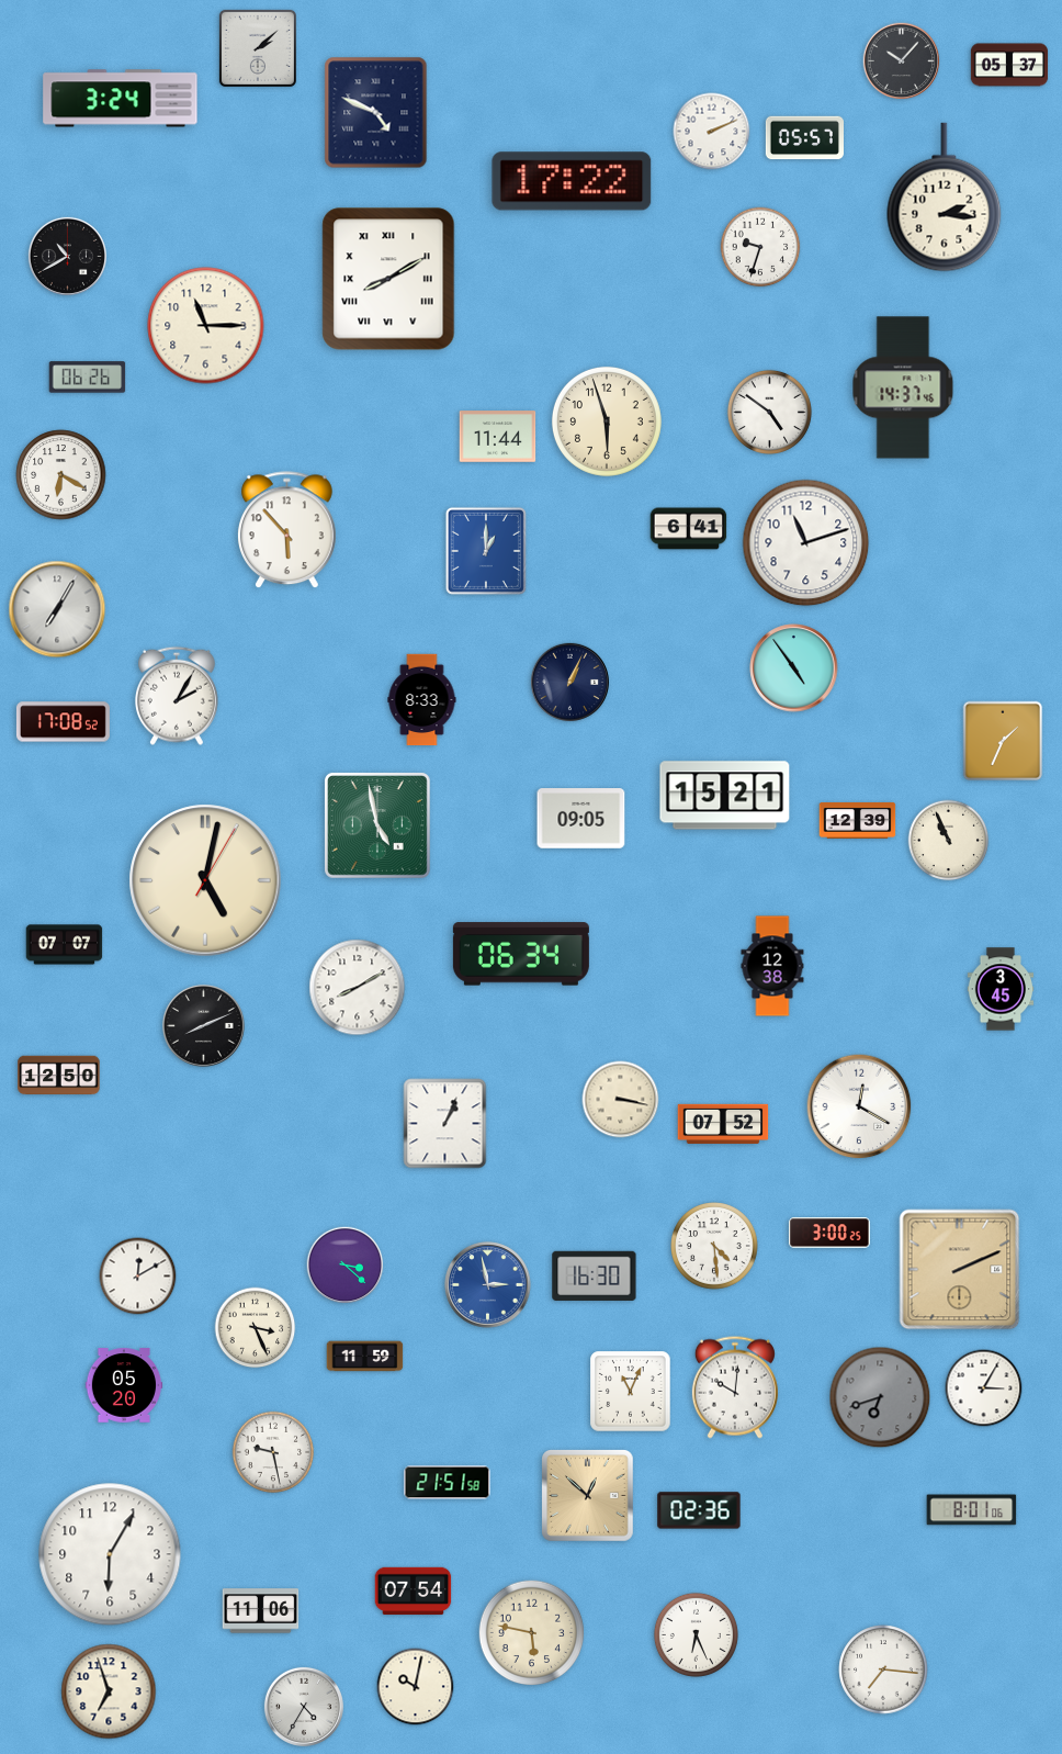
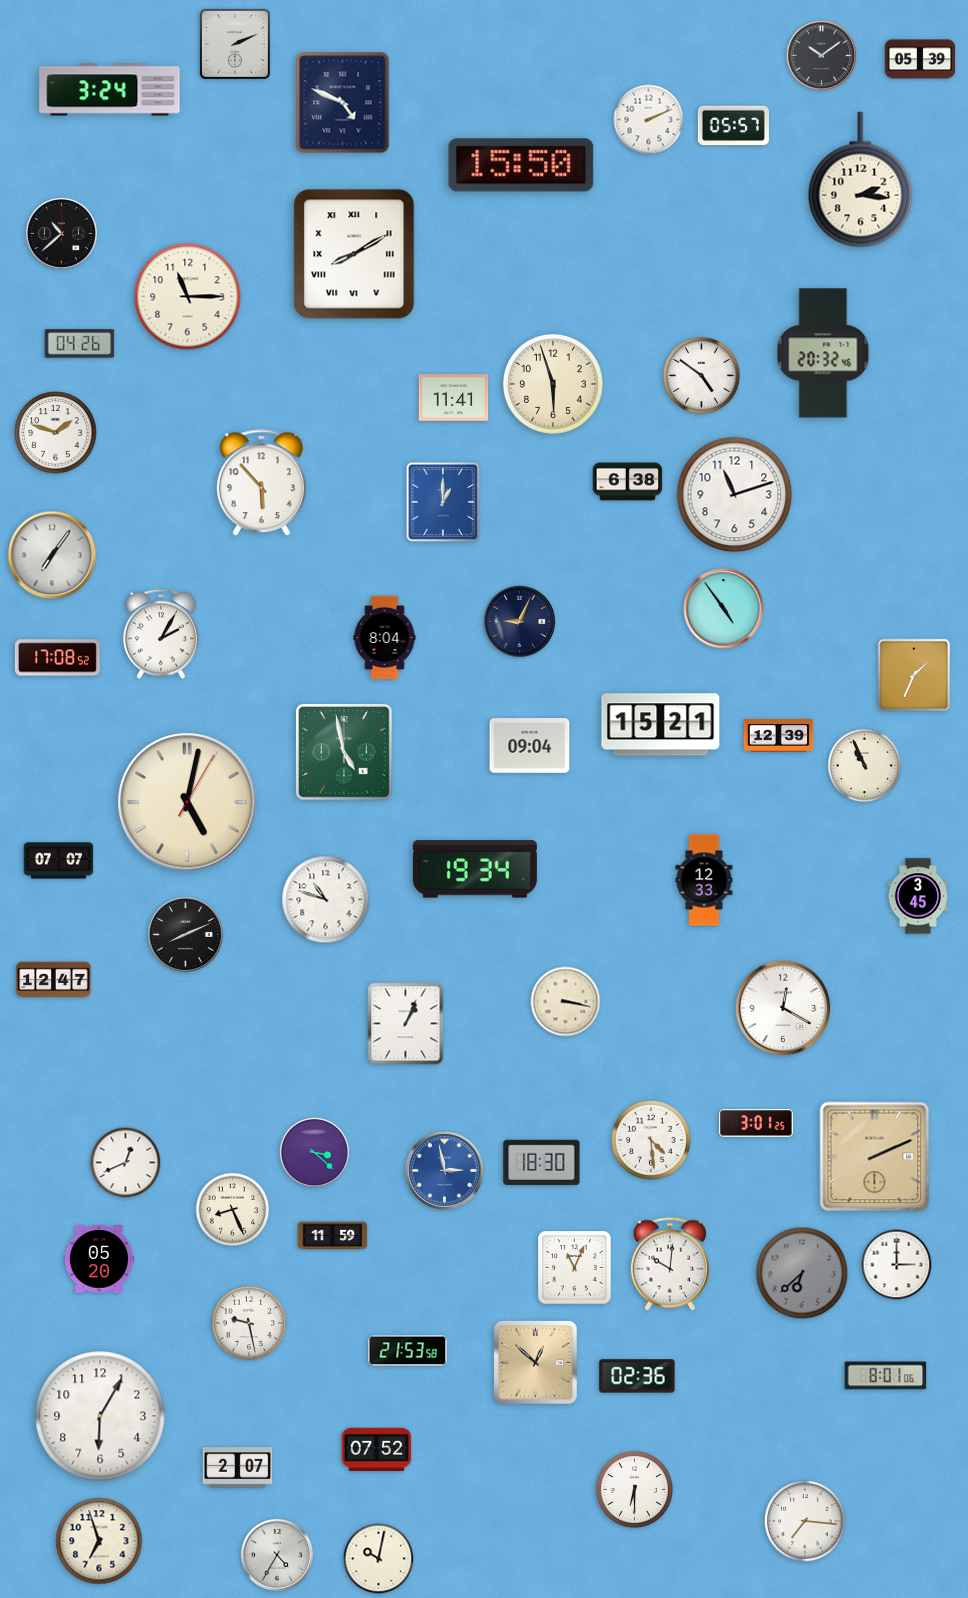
clock at (258, 48): 2:08 -> 2:11
clock at (902, 61): 10:07 -> 10:09
clock at (1009, 65): 05:37 -> 05:39
clock at (572, 181): 17:22 -> 15:50
clock at (760, 247): 9:33 -> none
clock at (67, 256): 10:40 -> 10:38
clock at (88, 378): 06:26 -> 04:26
clock at (903, 387): 14:37 -> 20:32
clock at (498, 437): 11:44 -> 11:41
clock at (61, 475): 6:20 -> 1:48
clock at (689, 529): 6:41 -> 6:38
clock at (57, 609): 7:05 -> 7:06
clock at (569, 682): 1:04 -> 9:04
clock at (422, 700): 8:33 -> 8:04
clock at (581, 819): 09:05 -> 09:04
clock at (858, 820) position: (858, 820) -> (779, 735)
clock at (521, 954): 06:34 -> 19:34
clock at (772, 966): 12:38 -> 12:33
clock at (358, 988): 8:10 -> 10:48
clock at (1001, 989) position: (1001, 989) -> (918, 896)
clock at (59, 1076): 12:50 -> 12:47
clock at (723, 1123): 07:52 -> none
clock at (829, 1233): 3:00 -> 3:01
clock at (714, 1246) position: (714, 1246) -> (651, 1140)
clock at (595, 1275): 16:30 -> 18:30
clock at (138, 1277): 12:10 -> 12:41
clock at (256, 1328): 3:26 -> 8:26
clock at (124, 1385) position: (124, 1385) -> (99, 1259)
clock at (984, 1388): 3:05 -> 3:00
clock at (880, 1397): 6:42 -> 6:38
clock at (448, 1483): 21:51 -> 21:53
clock at (414, 1592): 07:54 -> 07:52
clock at (261, 1611): 11:06 -> 2:07
clock at (532, 1633): 5:47 -> none
clock at (696, 1634): 6:26 -> 6:30
clock at (416, 1687) position: (416, 1687) -> (379, 1559)
